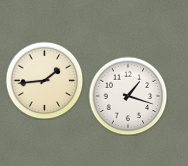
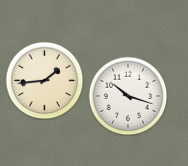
clock at (128, 96): 1:18 -> 10:18
